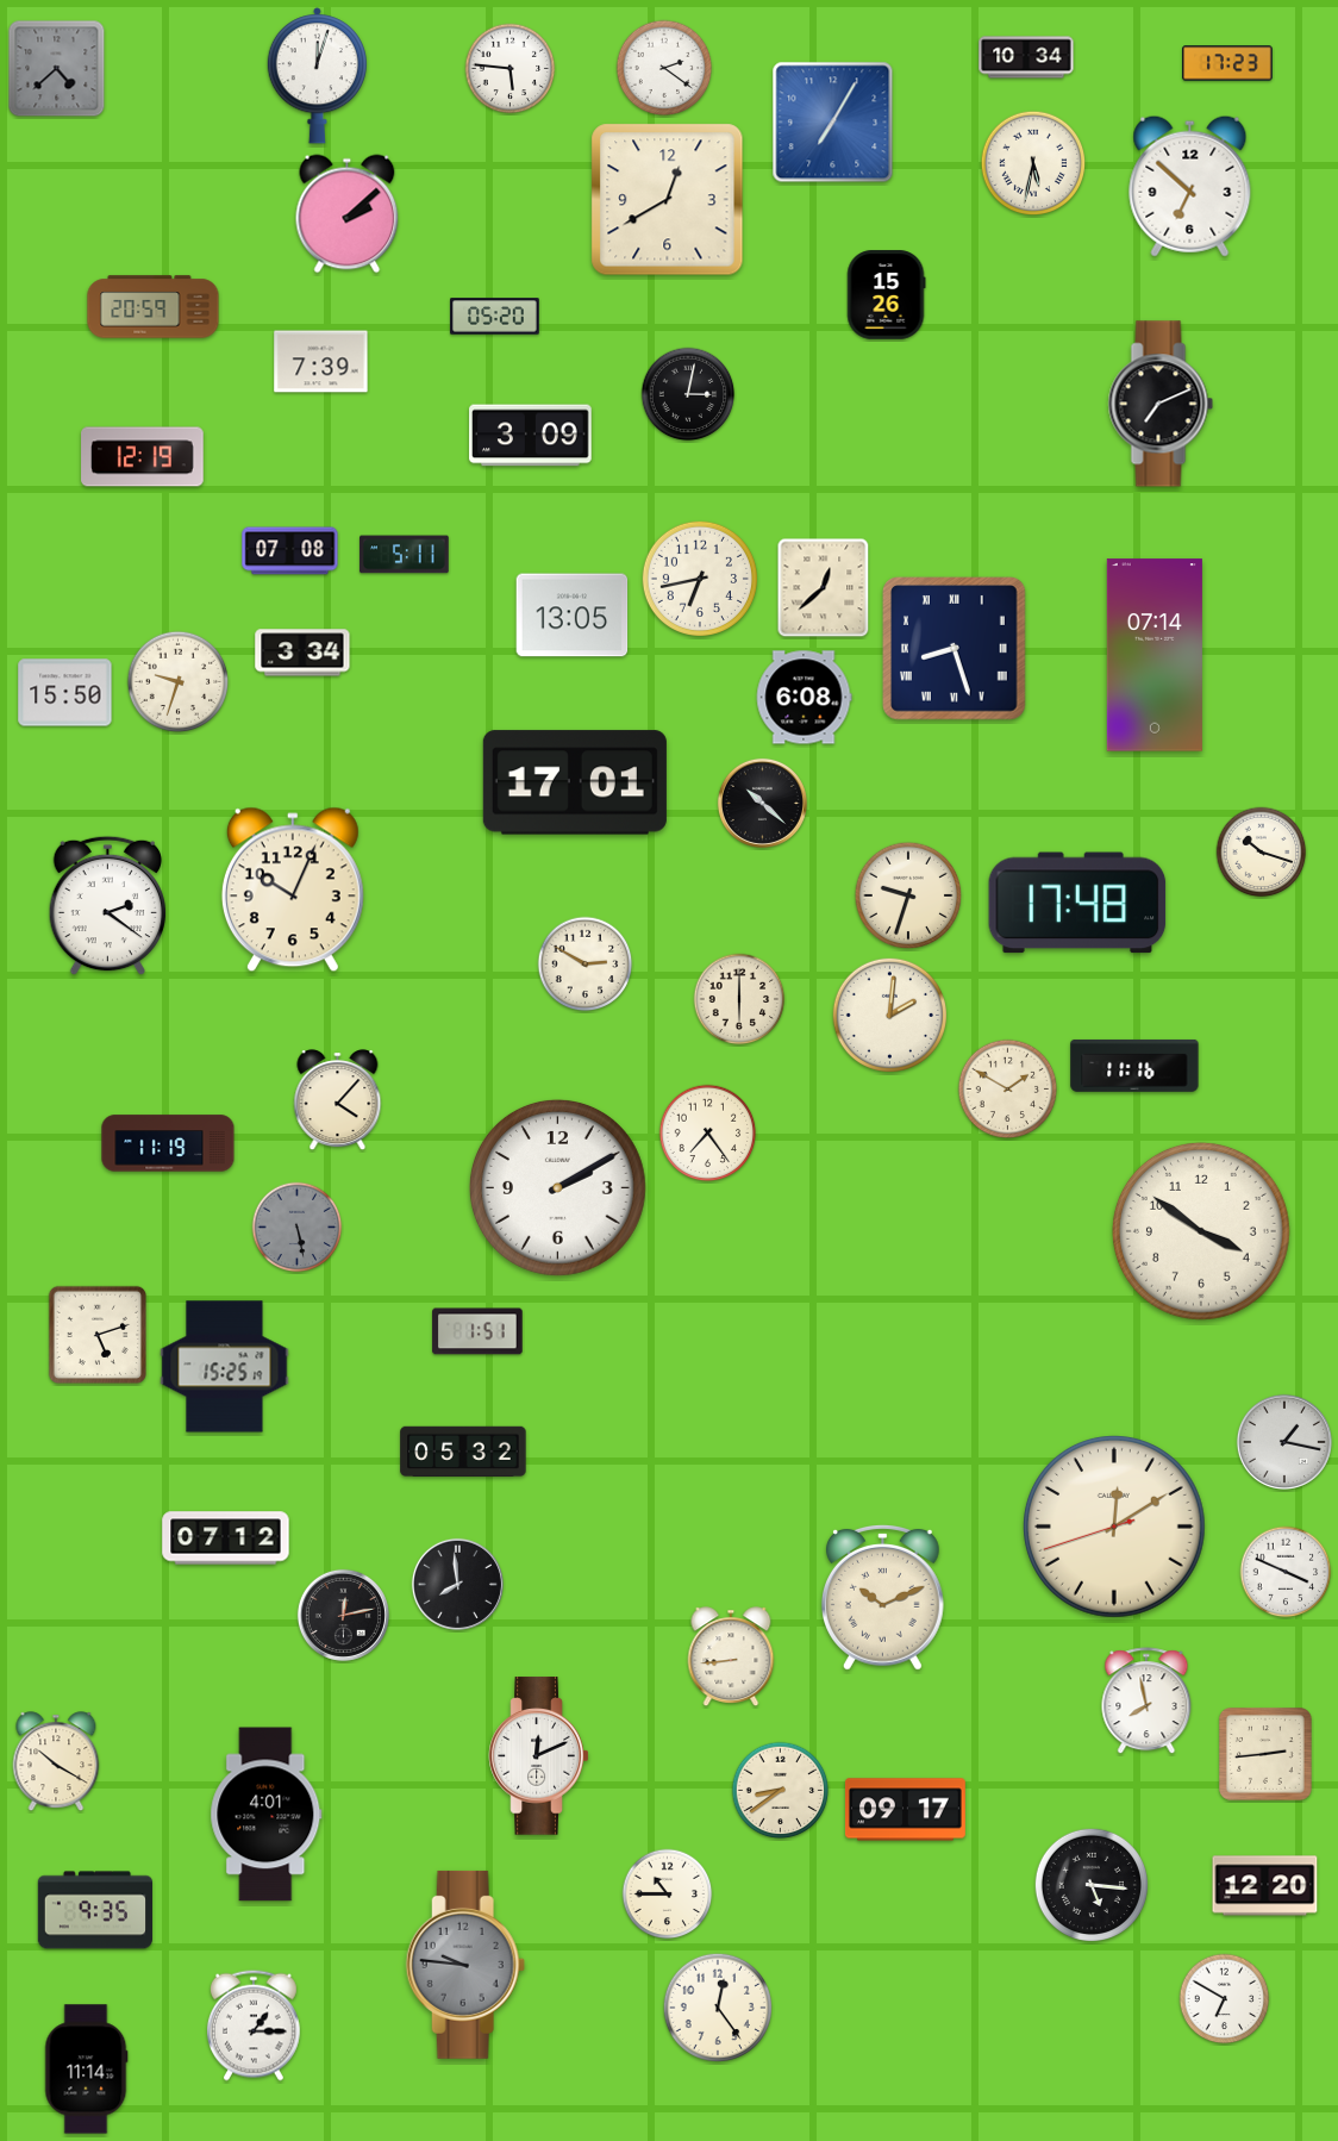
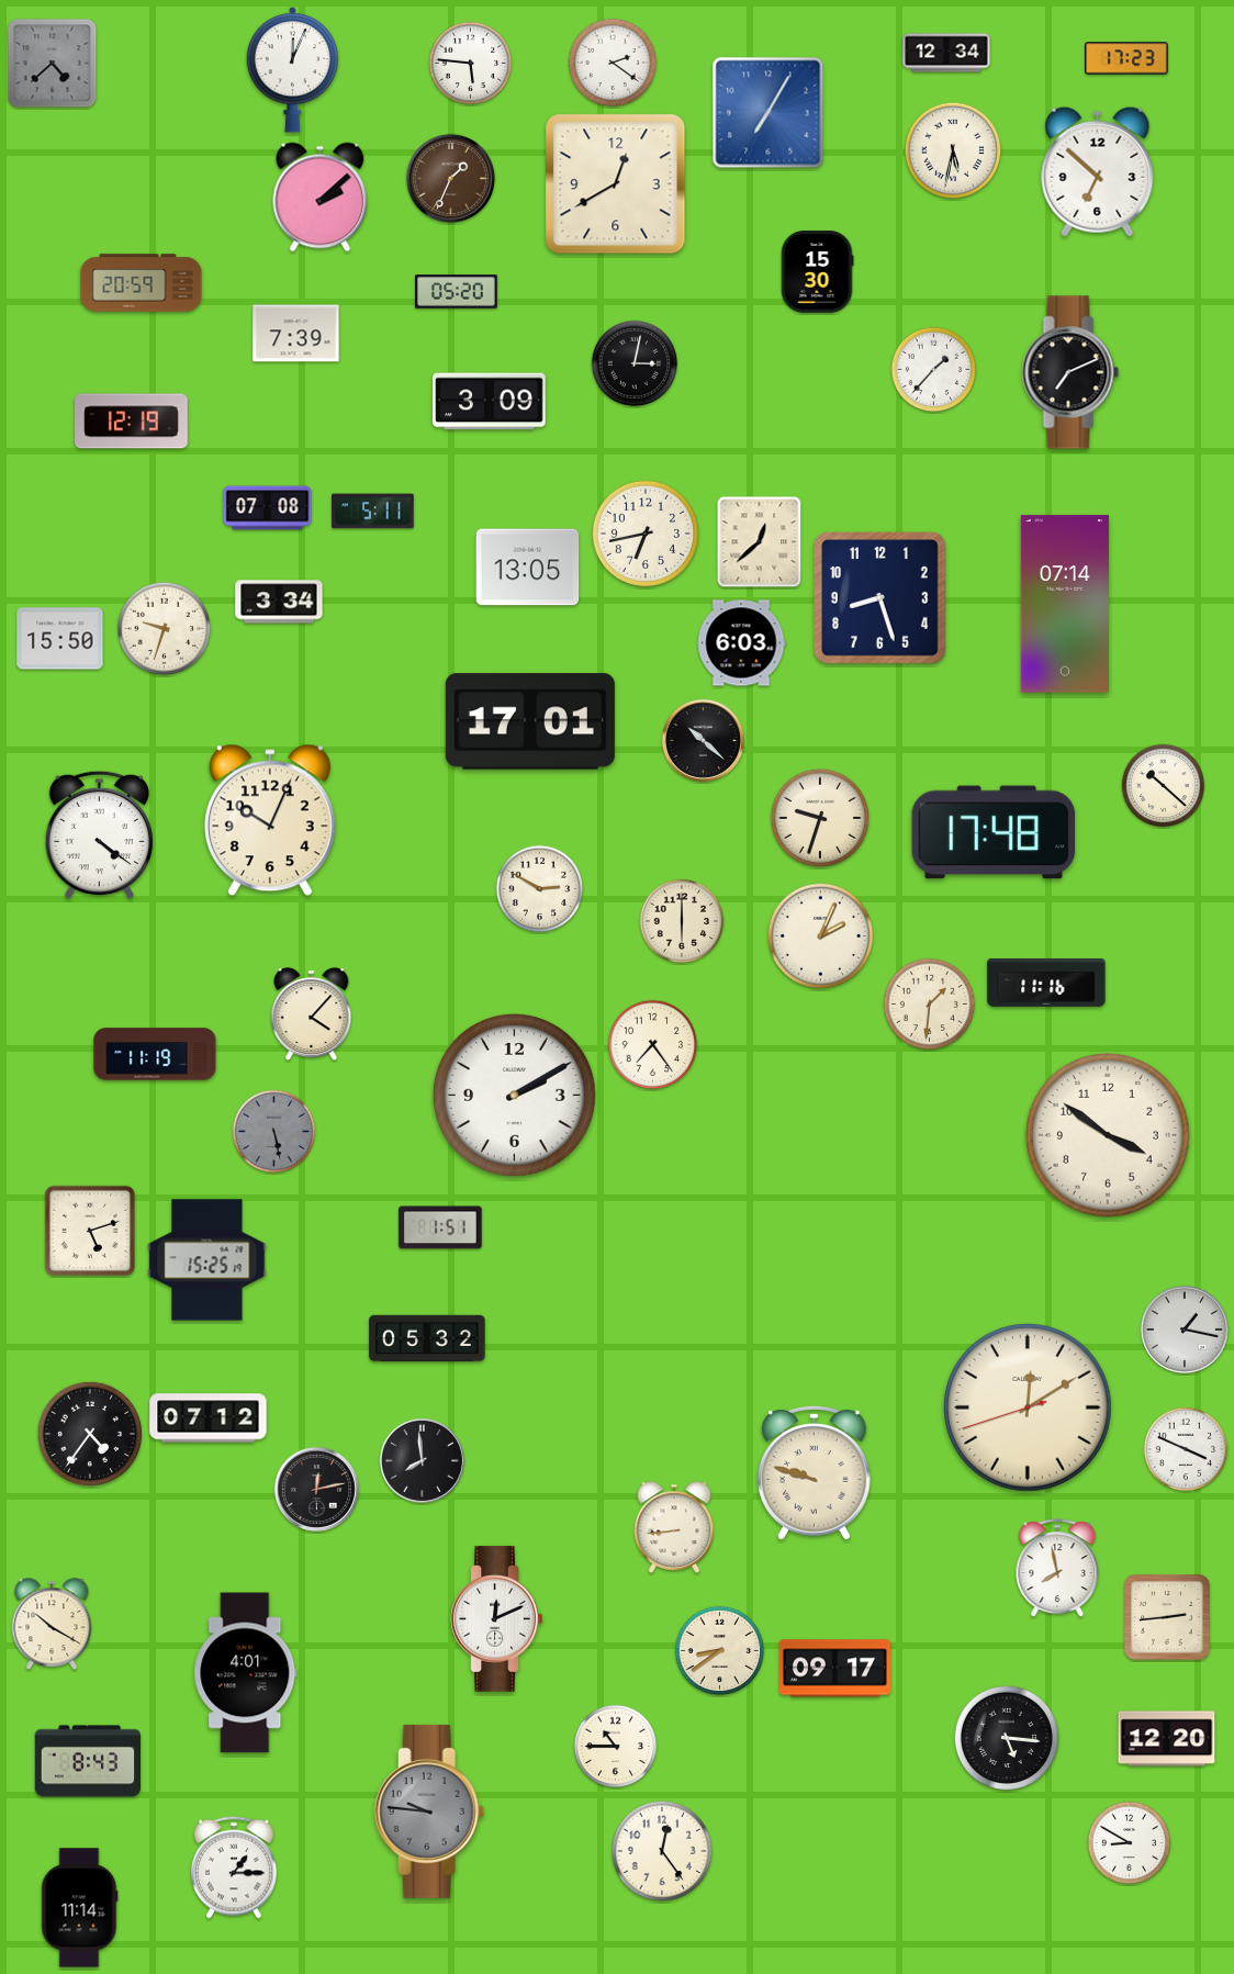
clock at (1026, 57): 10:34 -> 12:34
clock at (1227, 63) position: (1227, 63) -> (1126, 58)
clock at (317, 76): 12:03 -> 12:04
clock at (450, 178): none -> 1:34
clock at (886, 295): 15:26 -> 15:30
clock at (934, 370): none -> 1:37
clock at (955, 649) numerals: Roman -> Arabic
clock at (804, 698): 6:08 -> 6:03
clock at (1262, 853): 10:18 -> 10:22
clock at (908, 895) position: (908, 895) -> (820, 818)
clock at (108, 906): 2:21 -> 4:21
clock at (889, 1015): 2:01 -> 2:04
clock at (1008, 1090): 1:50 -> 1:31
clock at (89, 1433): none -> 4:36
clock at (882, 1597): 10:11 -> 9:48
clock at (94, 1910): 9:35 -> 8:43
clock at (1225, 1999): 6:50 -> 8:50
